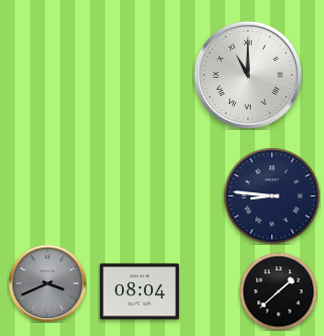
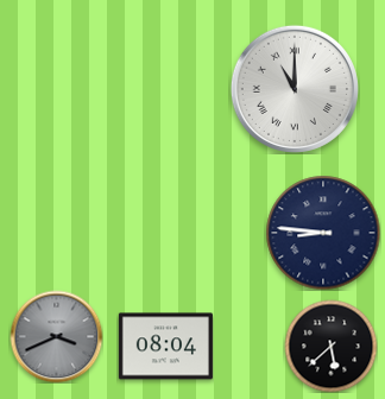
clock at (278, 291): 1:38 -> 5:38
